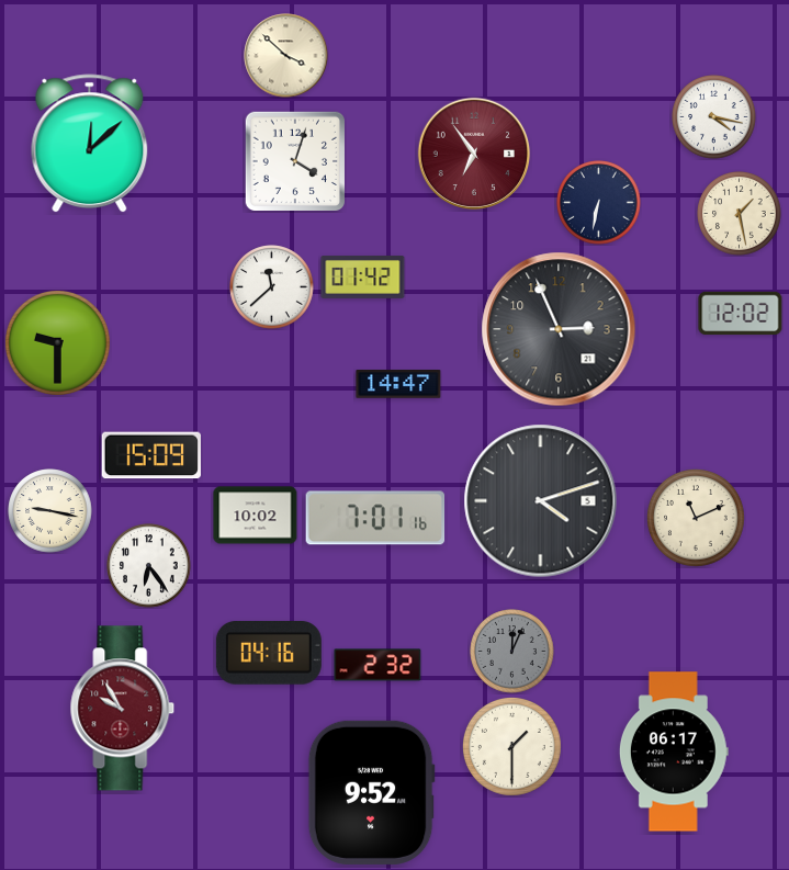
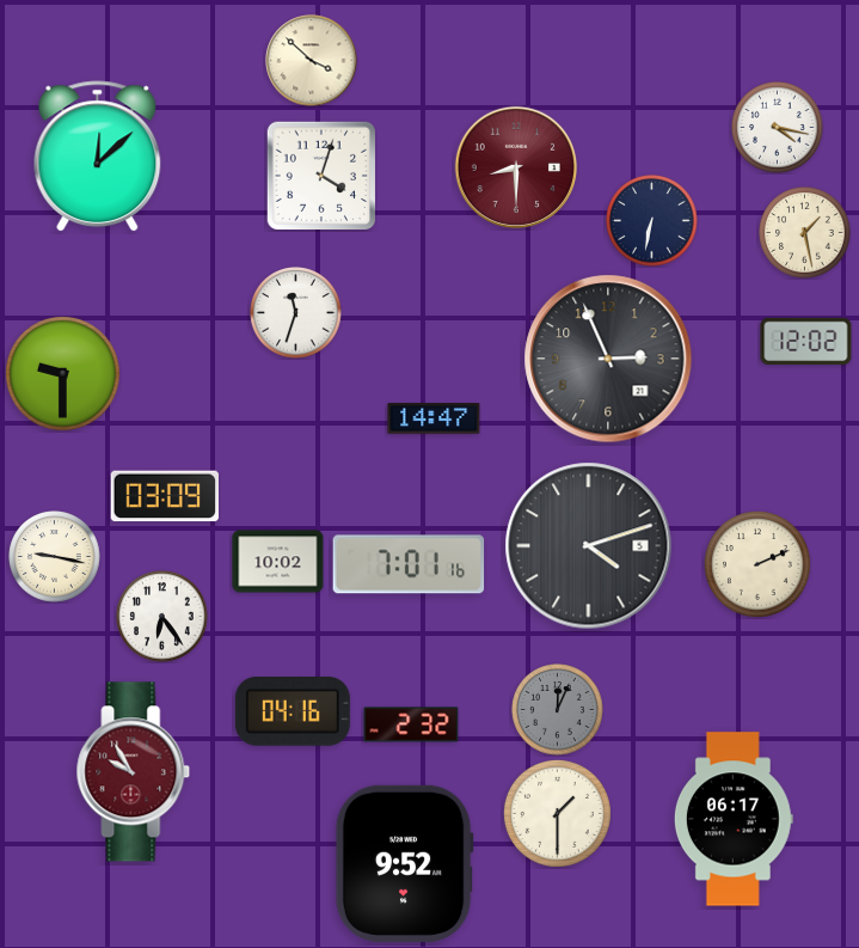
clock at (474, 154): 6:54 -> 8:30
clock at (363, 276): 01:42 -> none
clock at (272, 287): 11:38 -> 11:33
clock at (151, 455): 15:09 -> 03:09
clock at (696, 518): 11:11 -> 2:11
